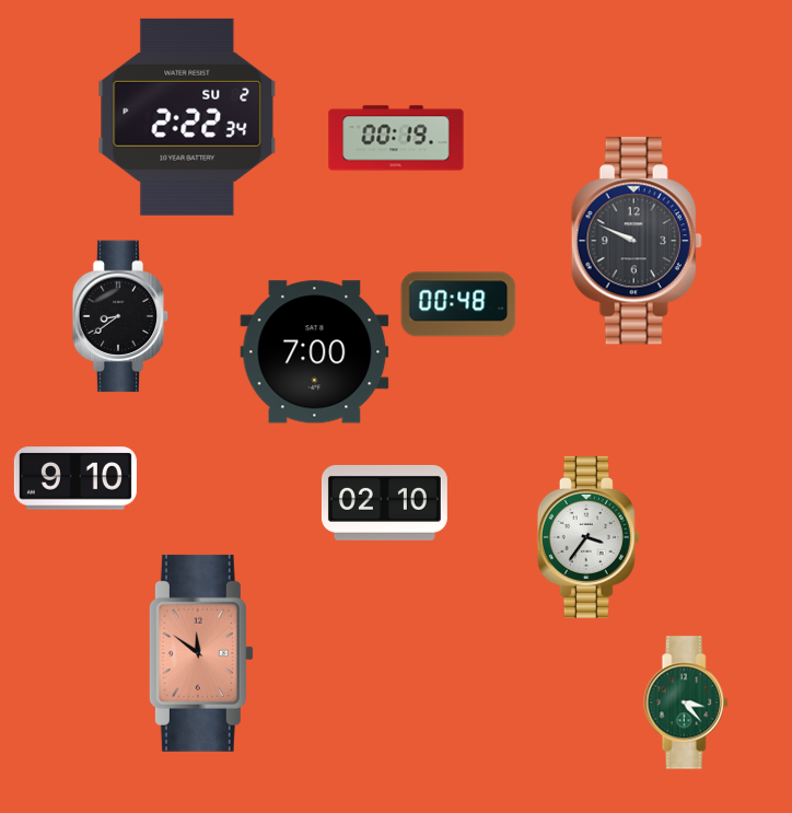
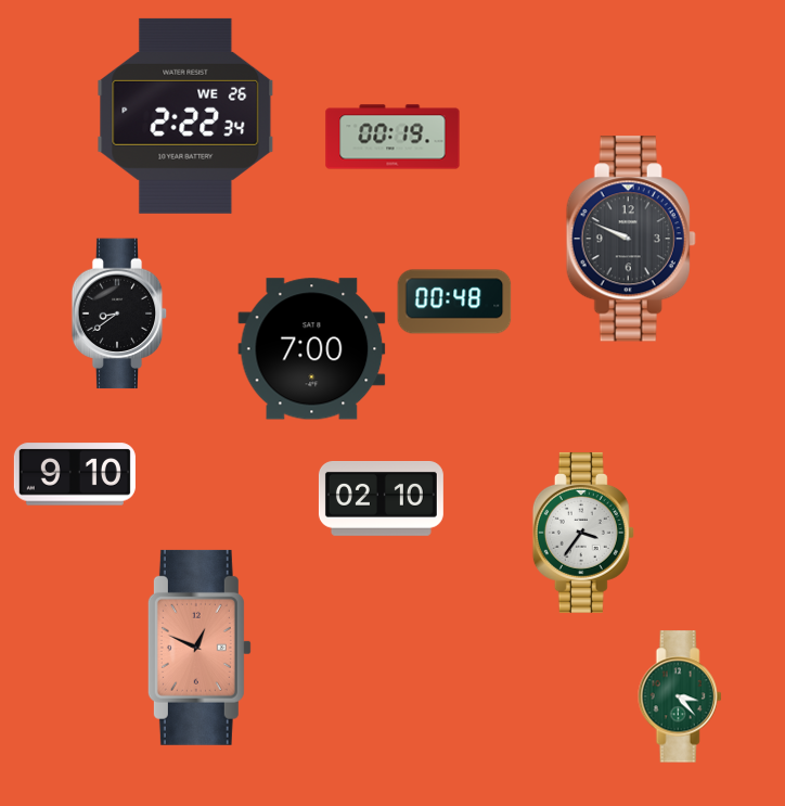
clock at (187, 117) date: SU 2 -> WE 26
clock at (201, 653): 11:51 -> 12:49
